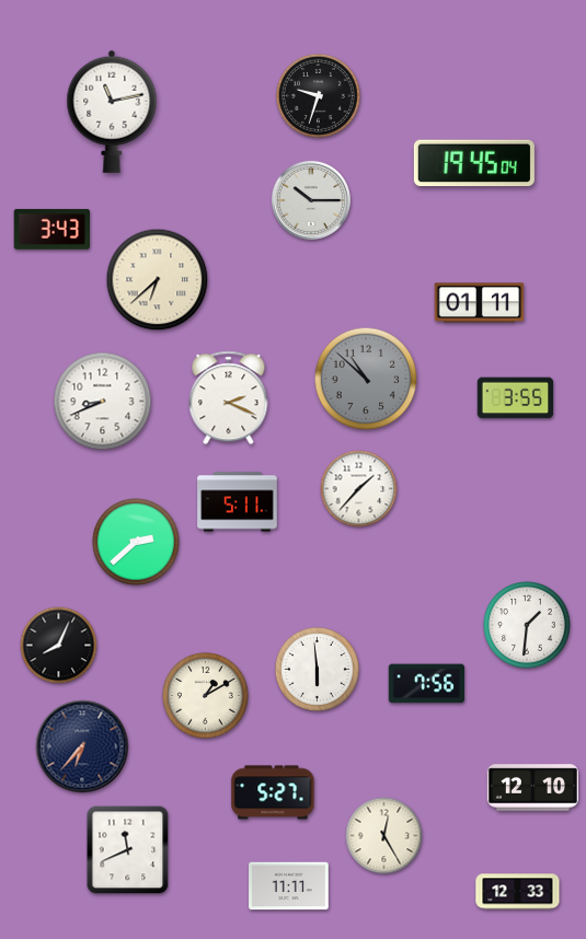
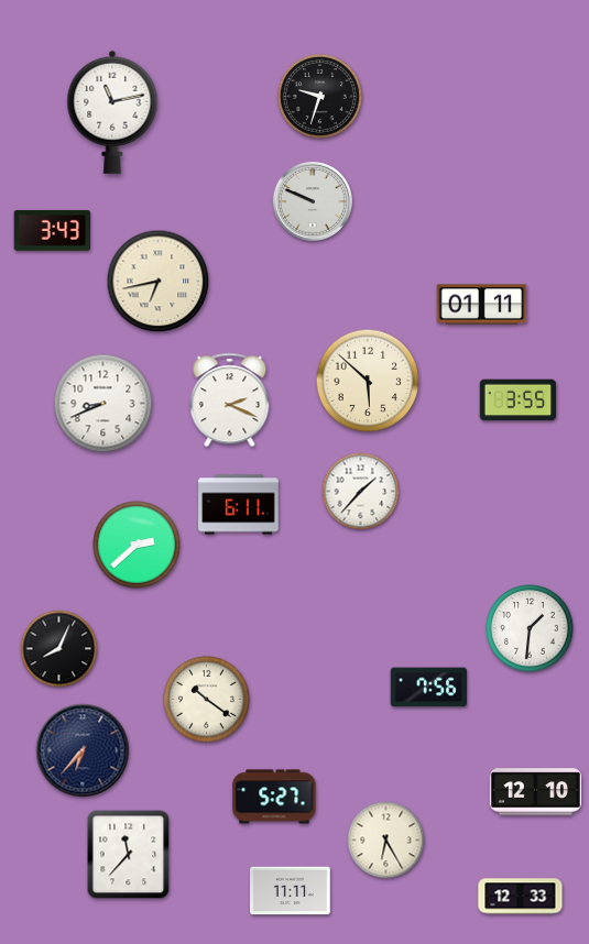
clock at (474, 163): 19:45 -> none
clock at (311, 200): 10:15 -> 9:49
clock at (158, 280): 6:38 -> 6:43
clock at (366, 379): 10:52 -> 5:52
clock at (366, 379) dial: grey -> cream
clock at (238, 502): 5:11 -> 6:11
clock at (317, 669): 5:59 -> none
clock at (206, 696): 1:10 -> 10:21
clock at (384, 836): 12:25 -> 6:25
clock at (128, 850): 11:41 -> 11:37
